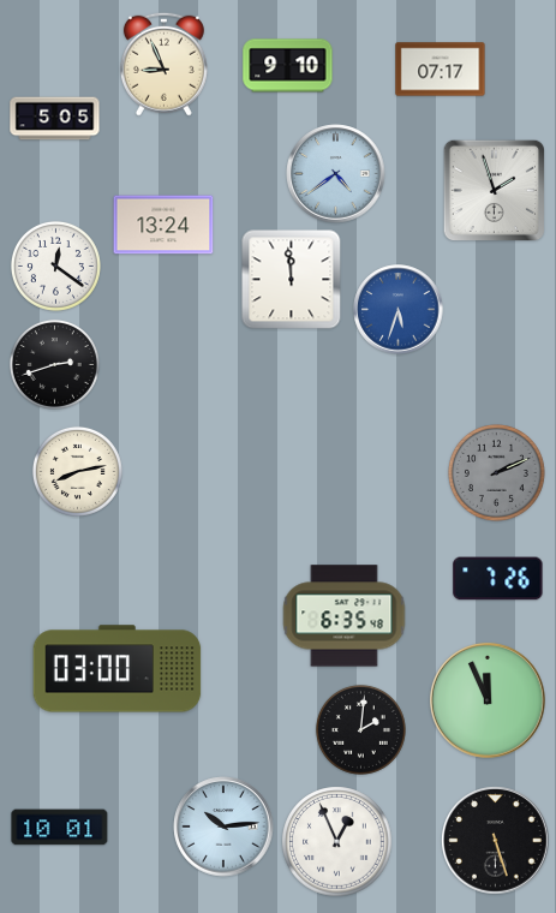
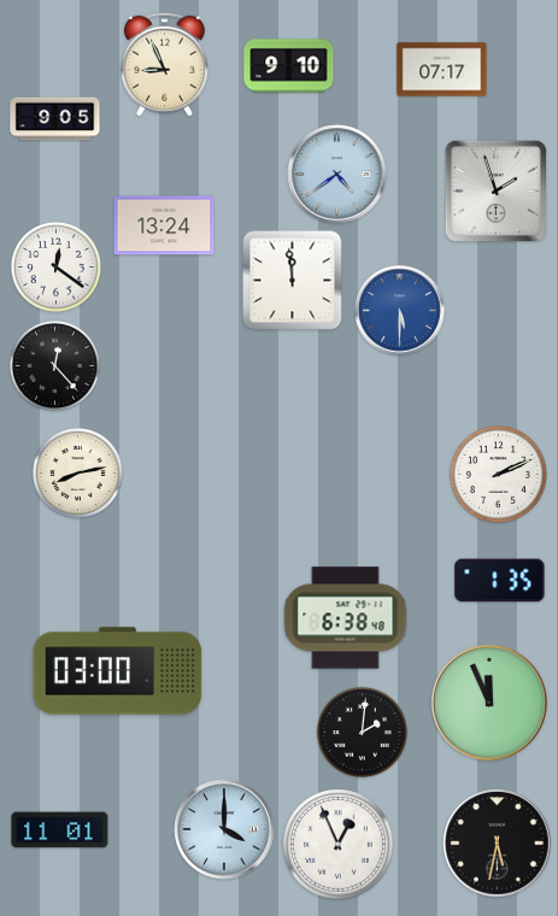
clock at (55, 119): 5:05 -> 9:05
clock at (399, 310): 5:33 -> 5:30
clock at (54, 364): 2:42 -> 12:23
clock at (496, 472) dial: grey -> white
clock at (498, 579): 7:26 -> 1:35
clock at (345, 616): 6:35 -> 6:38
clock at (223, 827): 10:14 -> 4:00
clock at (60, 828): 10:01 -> 11:01
clock at (496, 841): 5:27 -> 5:32
